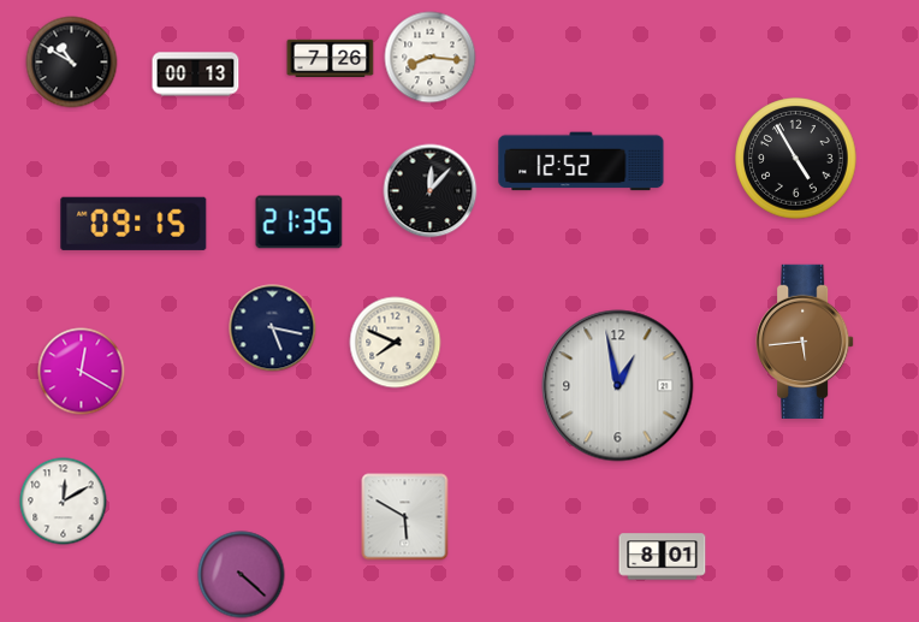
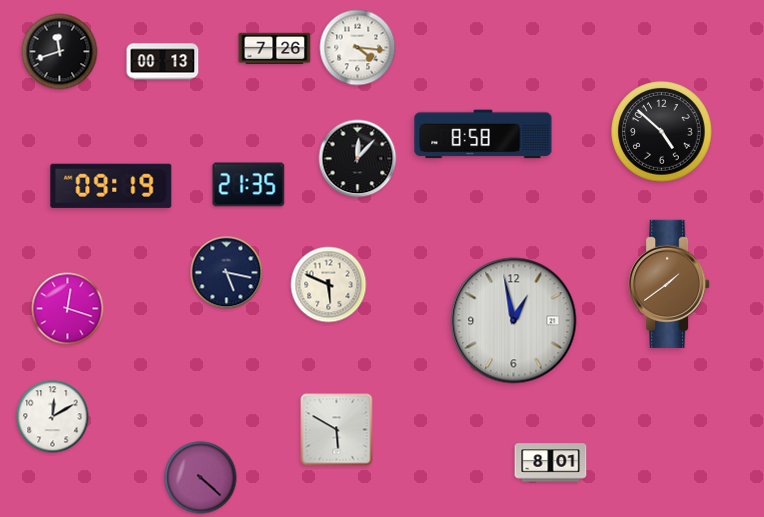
clock at (431, 58): 8:16 -> 4:16
clock at (72, 63): 10:50 -> 11:42
clock at (796, 159): 4:55 -> 4:52
clock at (581, 161): 12:52 -> 8:58
clock at (134, 224): 09:15 -> 09:19
clock at (805, 342): 5:44 -> 1:39
clock at (396, 343): 7:49 -> 5:49
clock at (82, 372): 12:20 -> 12:18
